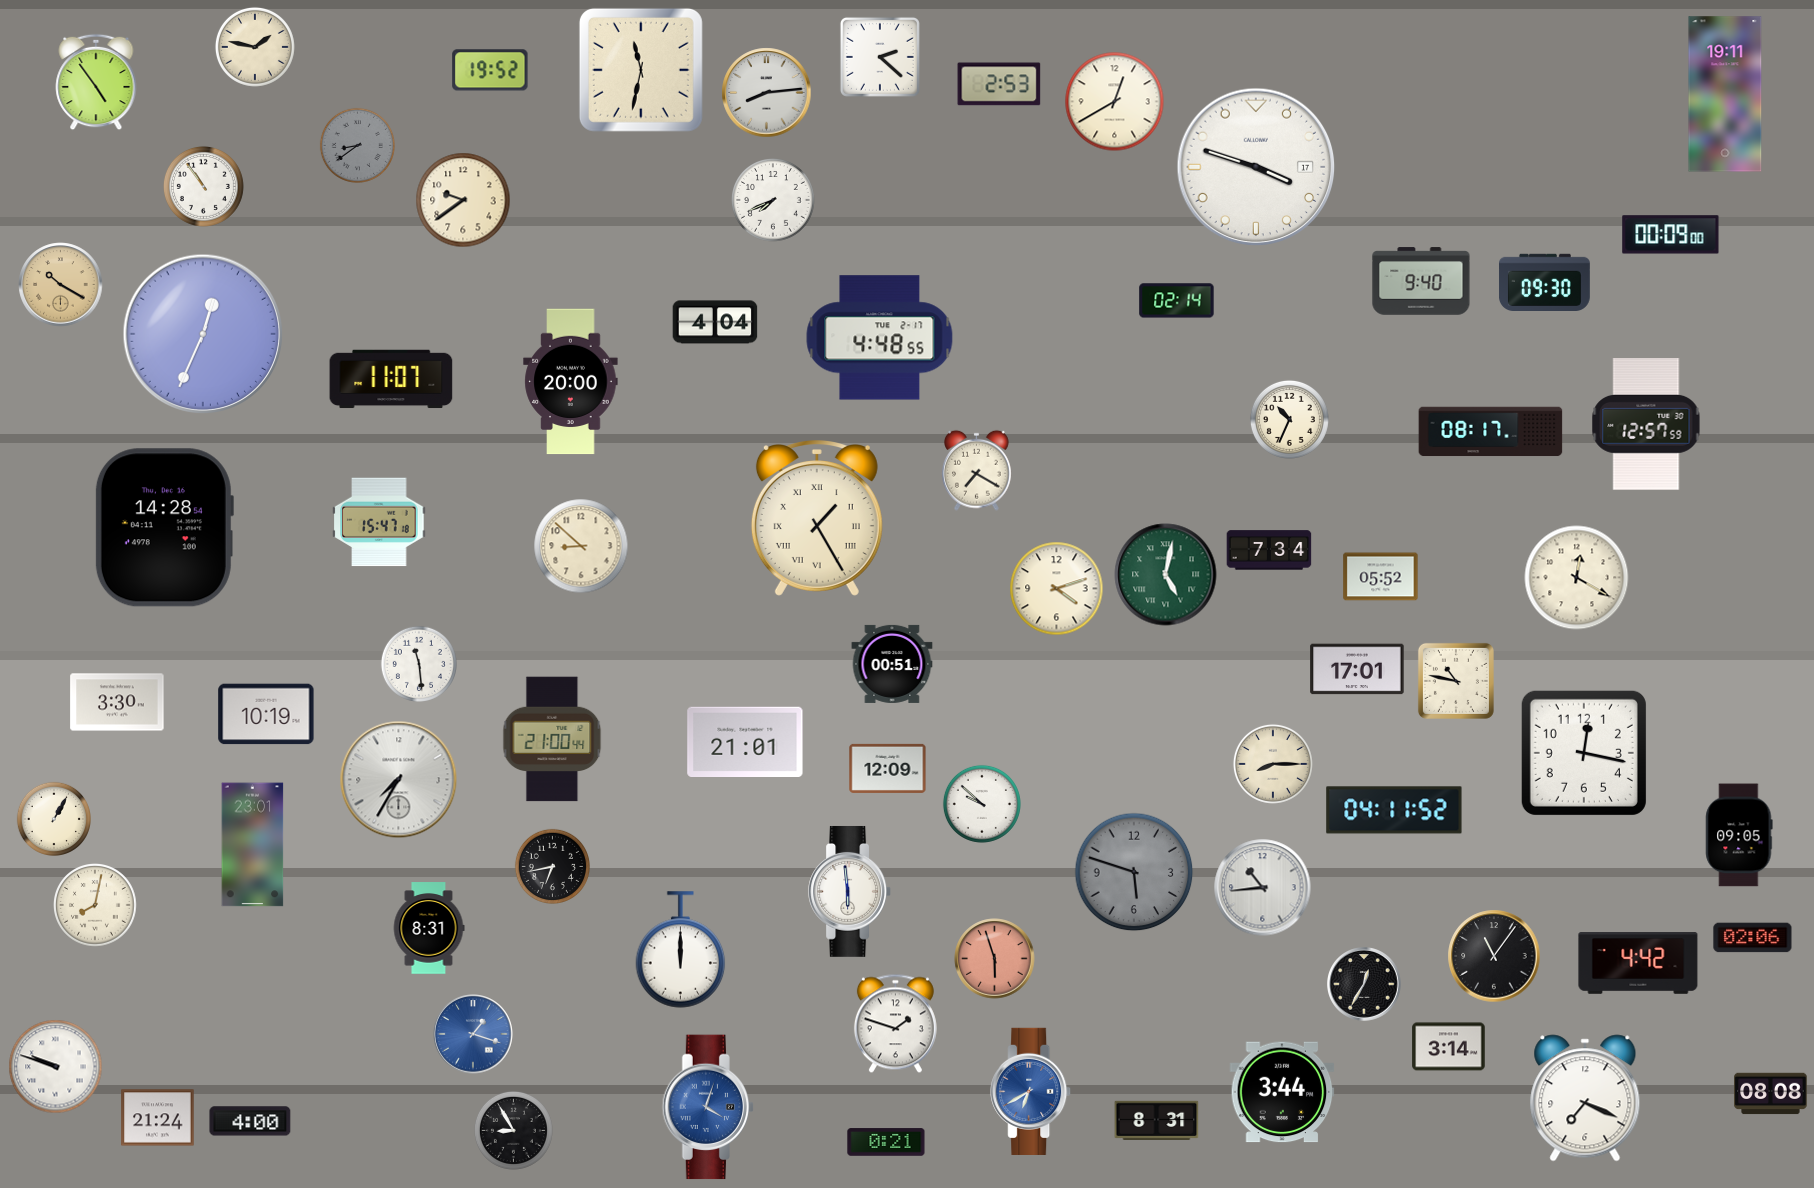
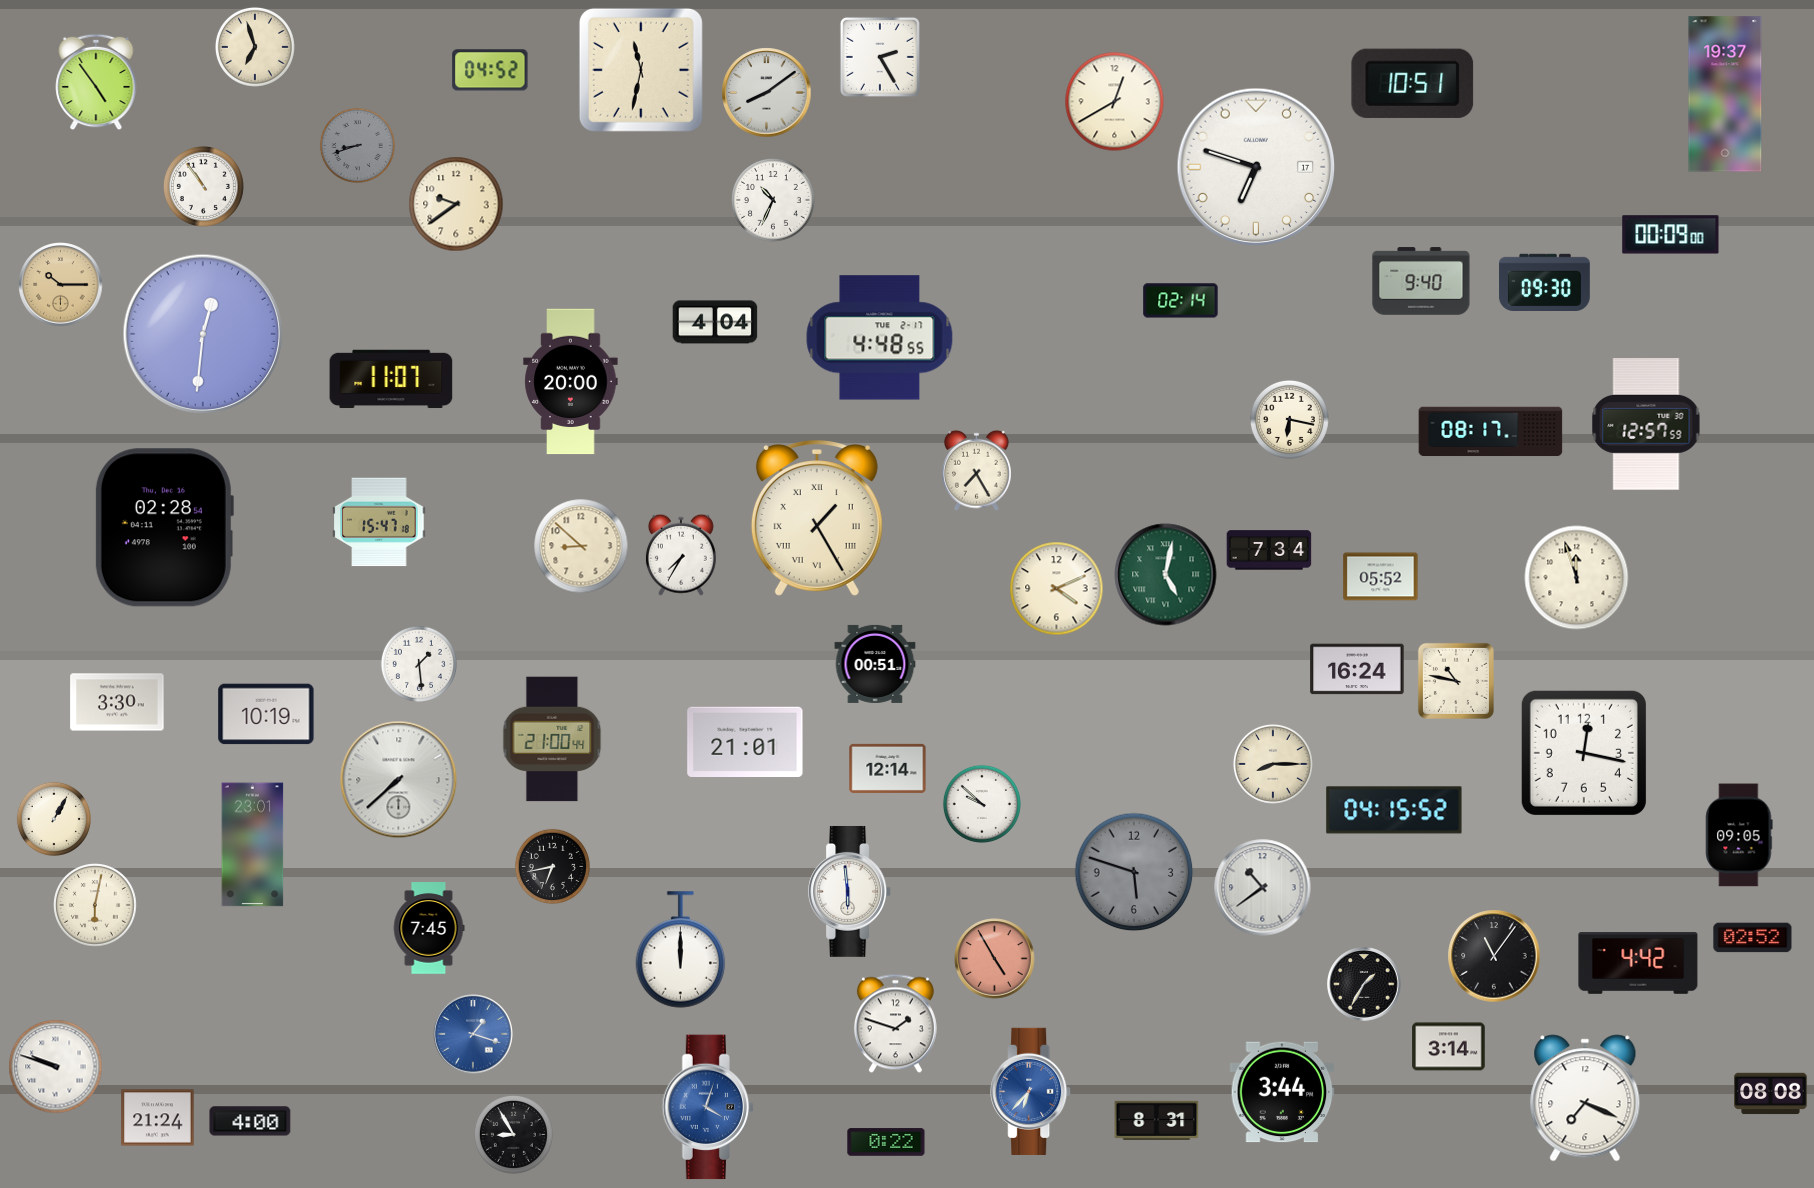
clock at (255, 47): 1:47 -> 6:57
clock at (880, 57): 2:22 -> 2:25
clock at (490, 70): 19:52 -> 04:52
clock at (1413, 83): none -> 10:51
clock at (999, 84): 2:53 -> none
clock at (767, 93): 8:14 -> 8:09
clock at (1725, 94): 19:11 -> 19:37
clock at (357, 145): 8:39 -> 8:42
clock at (1256, 167): 3:48 -> 6:48
clock at (463, 200) position: (463, 200) -> (456, 204)
clock at (774, 201): 7:41 -> 10:34
clock at (61, 285): 10:20 -> 10:15
clock at (1177, 301) position: (1177, 301) -> (1181, 301)
clock at (203, 334): 12:34 -> 12:31
clock at (1289, 419): 10:34 -> 6:17
clock at (977, 470): 7:20 -> 7:25
clock at (164, 528): 14:28 -> 02:28
clock at (681, 555): none -> 7:35
clock at (1577, 578): 12:20 -> 11:57
clock at (1057, 589): 4:12 -> 4:11
clock at (419, 664): 11:29 -> 1:29
clock at (892, 664) position: (892, 664) -> (875, 664)
clock at (1357, 669): 17:01 -> 16:24
clock at (888, 768): 12:09 -> 12:14
clock at (399, 780): 7:35 -> 7:38
clock at (1394, 810): 04:11 -> 04:15
clock at (1263, 888): 10:44 -> 10:39
clock at (96, 906): 8:02 -> 6:02
clock at (429, 928): 8:31 -> 7:45
clock at (1753, 938): 02:06 -> 02:52
clock at (995, 959): 5:57 -> 4:55
clock at (1365, 985): 12:35 -> 1:35
clock at (1031, 1091): 6:40 -> 6:37
clock at (513, 1130) position: (513, 1130) -> (513, 1134)
clock at (886, 1142): 0:21 -> 0:22
